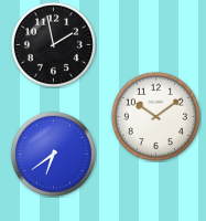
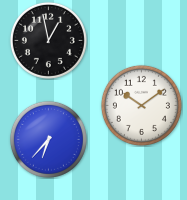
clock at (53, 44): 1:58 -> 12:58
clock at (53, 154): 6:39 -> 6:37
